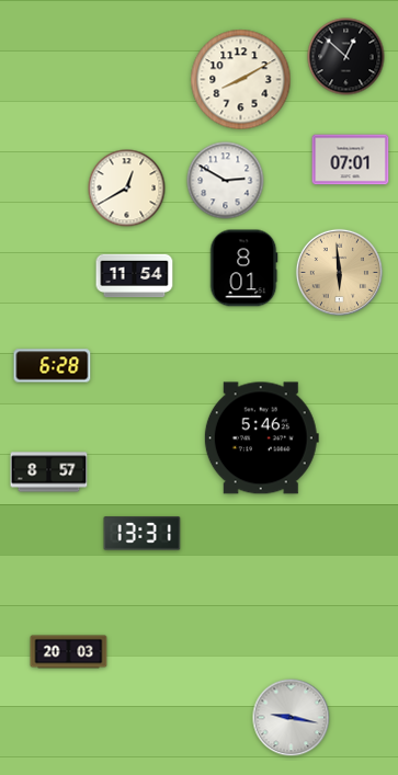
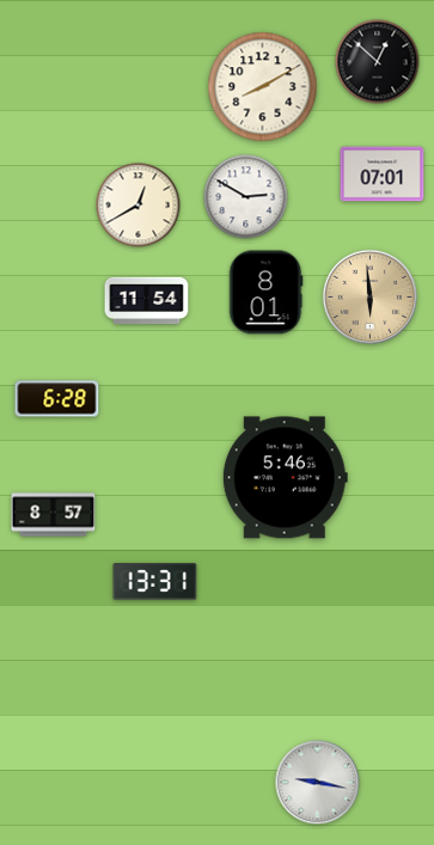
clock at (69, 652): 20:03 -> none
